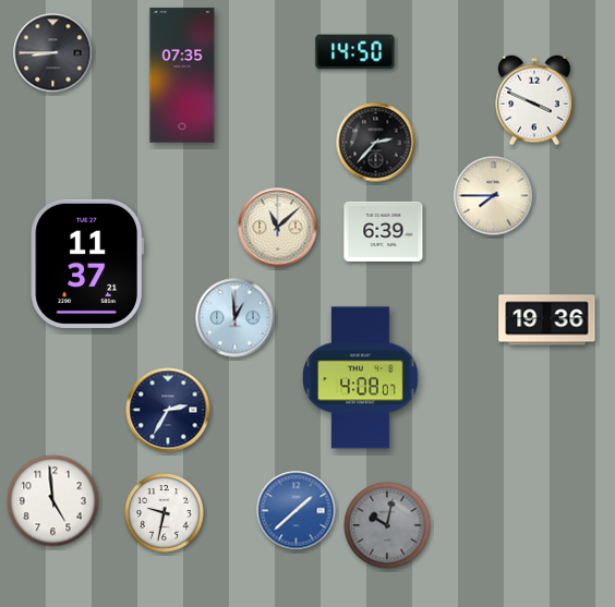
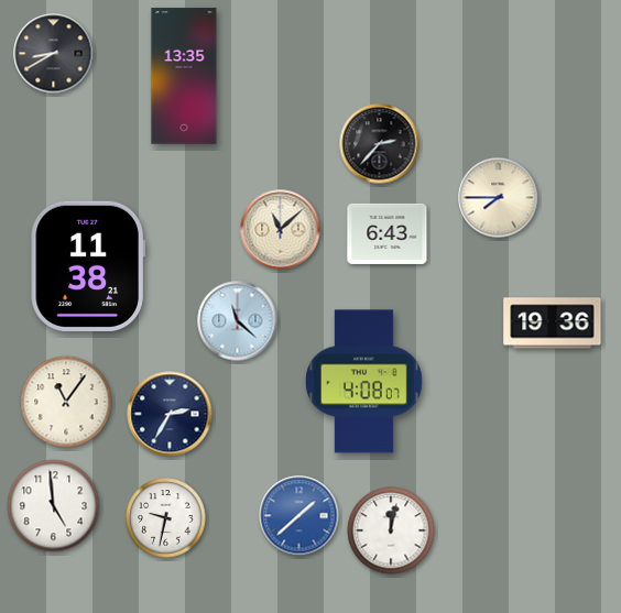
clock at (355, 52): 14:50 -> none
clock at (53, 53): 8:45 -> 8:40
clock at (182, 75): 07:35 -> 13:35
clock at (534, 100): 3:49 -> none
clock at (384, 231): 6:39 -> 6:43
clock at (87, 264): 11:37 -> 11:38
clock at (236, 318): 12:59 -> 11:22
clock at (66, 402): none -> 11:06
clock at (387, 525): 10:02 -> 12:02
clock at (387, 525) dial: grey -> white
